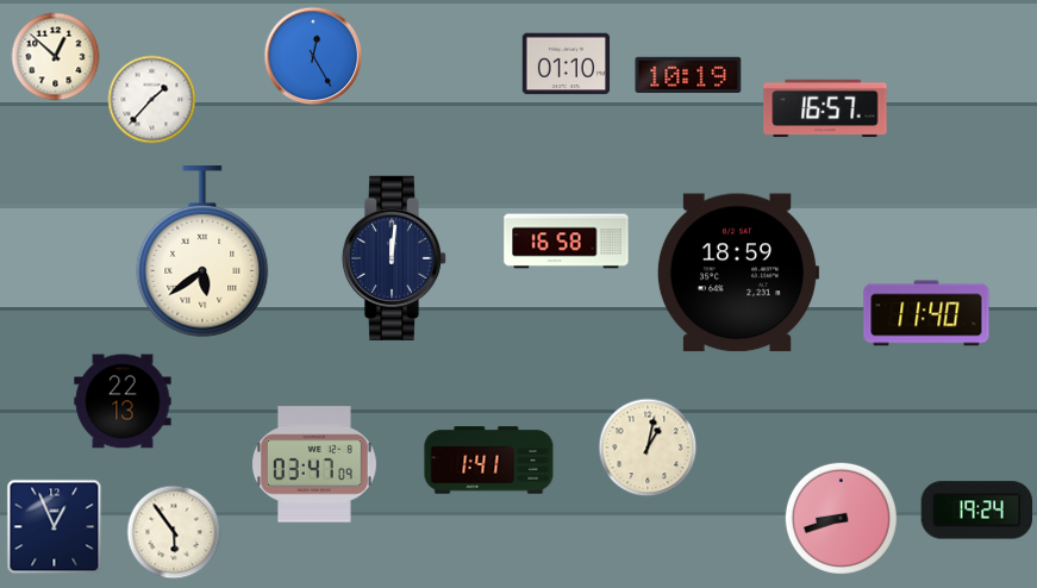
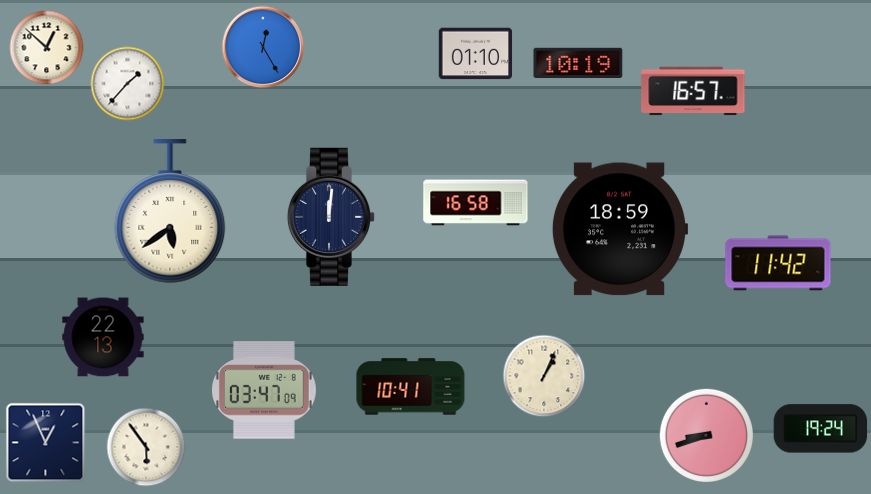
clock at (926, 313): 11:40 -> 11:42
clock at (648, 448): 1:02 -> 1:04
clock at (489, 461): 1:41 -> 10:41
